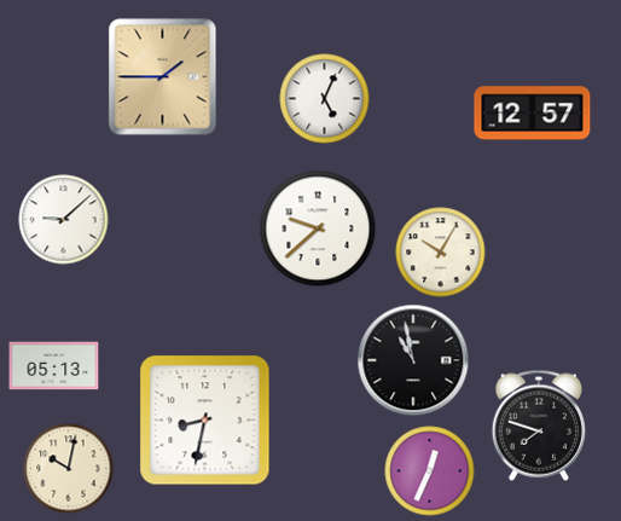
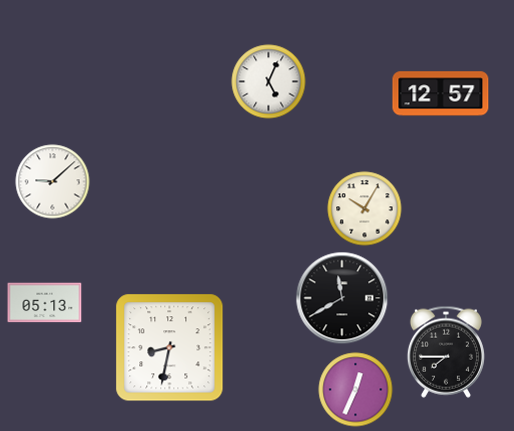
clock at (163, 77): 1:45 -> none
clock at (318, 228): 9:38 -> none
clock at (413, 360): 10:58 -> 11:40
clock at (539, 426): 7:48 -> 7:45
clock at (69, 469): 10:02 -> none
